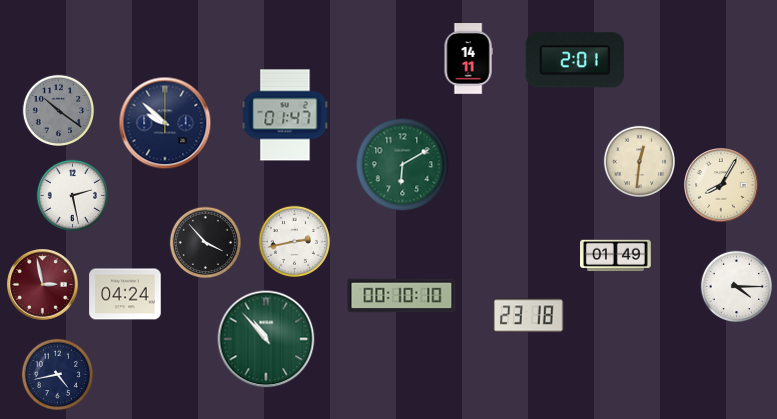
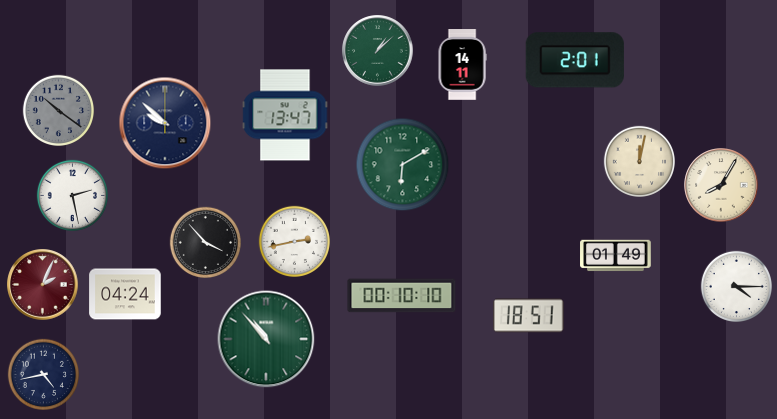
clock at (378, 51): none -> 1:08
clock at (468, 59) position: (468, 59) -> (462, 65)
clock at (285, 115): 01:47 -> 13:47
clock at (639, 161): 12:31 -> 12:02
clock at (43, 285): 2:58 -> 2:04
clock at (529, 316): 23:18 -> 18:51
clock at (57, 374) position: (57, 374) -> (43, 374)
